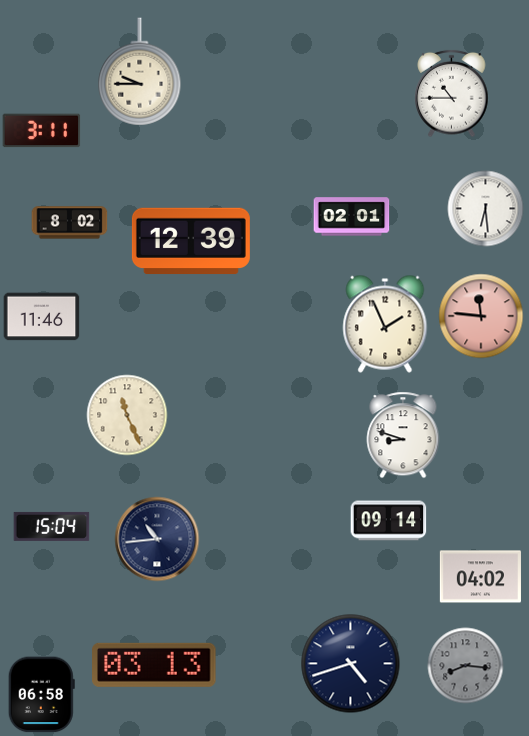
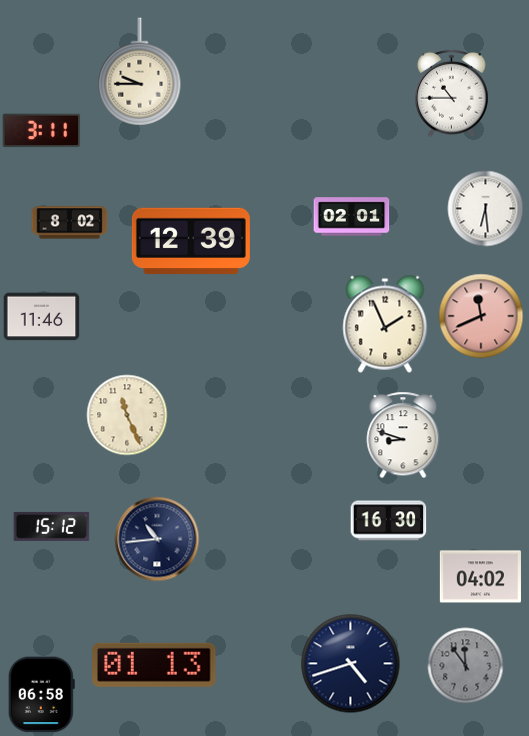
clock at (481, 316): 11:46 -> 11:41
clock at (389, 521): 09:14 -> 16:30
clock at (52, 526): 15:04 -> 15:12
clock at (154, 665): 03:13 -> 01:13
clock at (466, 666): 8:16 -> 11:54
